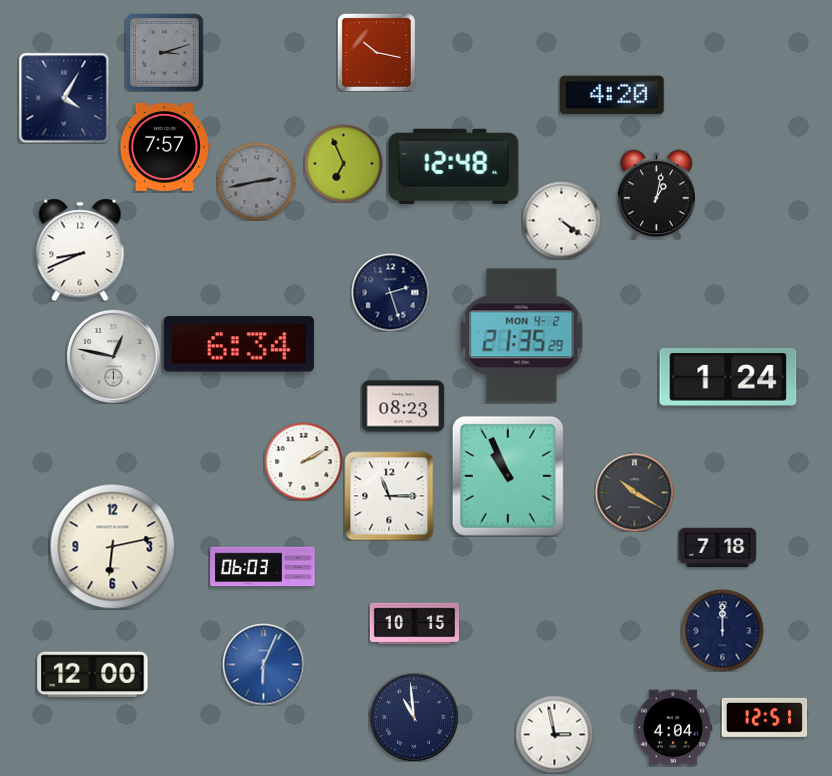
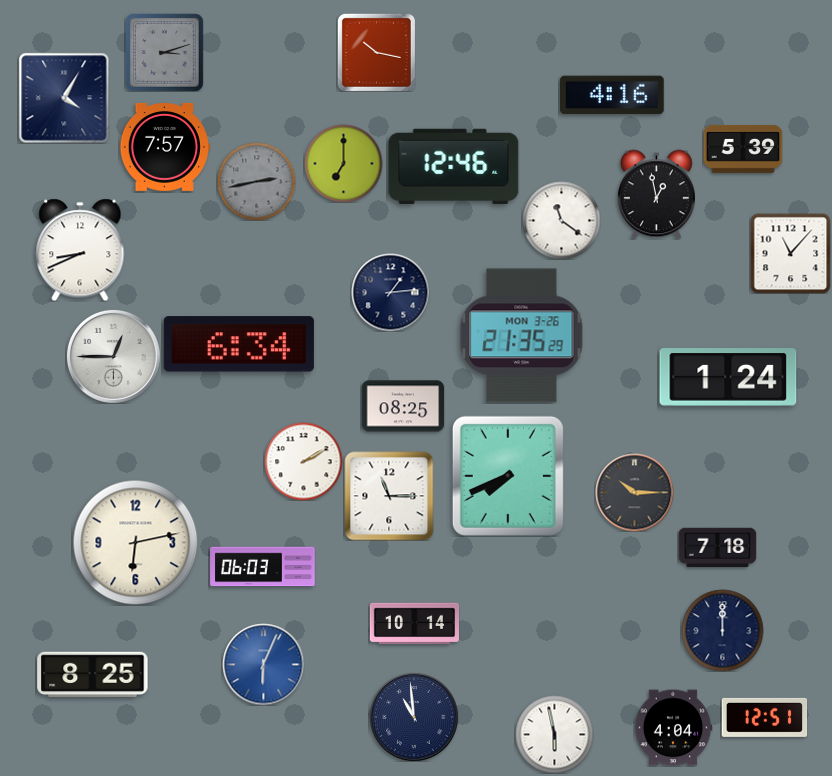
clock at (612, 95): 4:20 -> 4:16
clock at (743, 149): none -> 5:39
clock at (343, 163): 6:56 -> 7:00
clock at (454, 166): 12:48 -> 12:46
clock at (656, 194): 1:02 -> 12:58
clock at (561, 220): 4:21 -> 11:21
clock at (790, 253): none -> 11:07
clock at (390, 292): 2:27 -> 1:14
clock at (522, 336) date: MON 4-2 -> MON 3-26
clock at (113, 356): 12:47 -> 12:45
clock at (403, 406): 08:23 -> 08:25
clock at (508, 476): 10:56 -> 7:41
clock at (634, 492): 10:20 -> 10:15
clock at (112, 546) position: (112, 546) -> (135, 542)
clock at (414, 624): 10:15 -> 10:14
clock at (93, 675): 12:00 -> 8:25
clock at (554, 734): 2:58 -> 5:58
